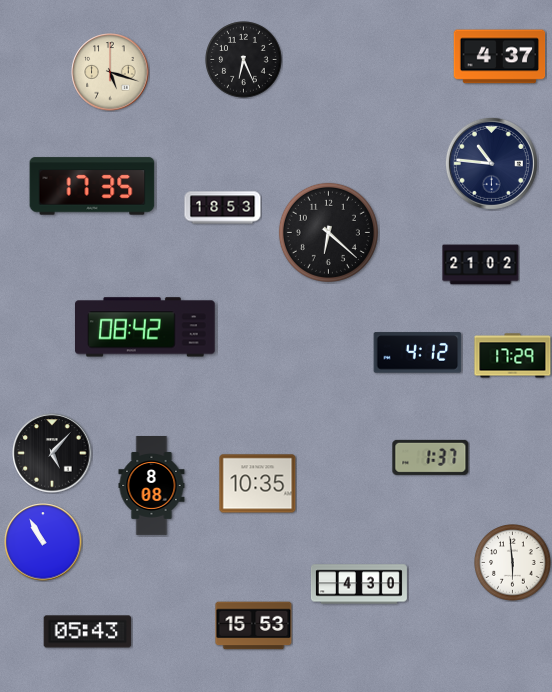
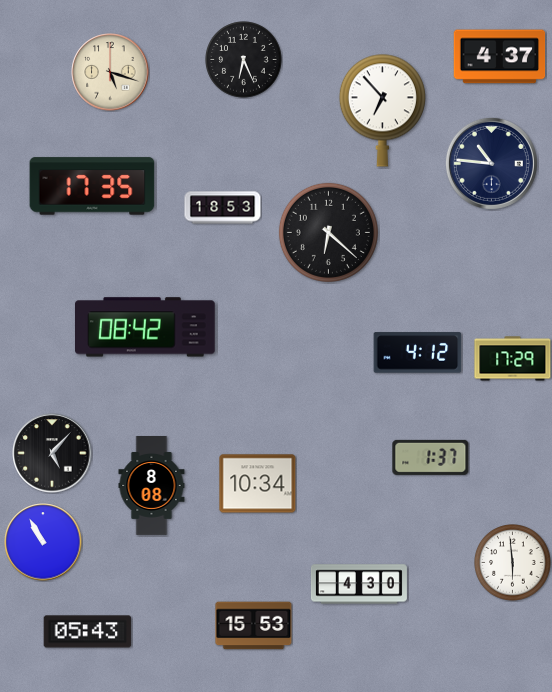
clock at (382, 110): none -> 6:53
clock at (481, 265): 21:02 -> none
clock at (513, 356) position: (513, 356) -> (513, 359)
clock at (258, 484): 10:35 -> 10:34
